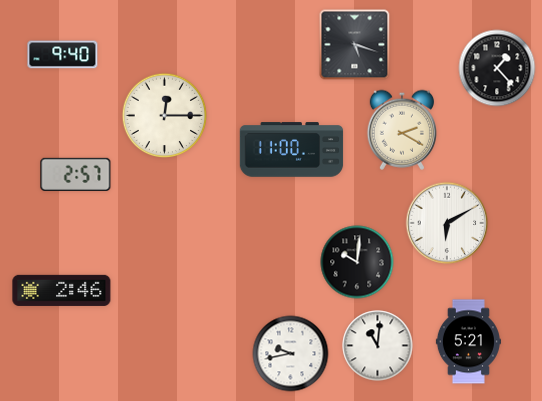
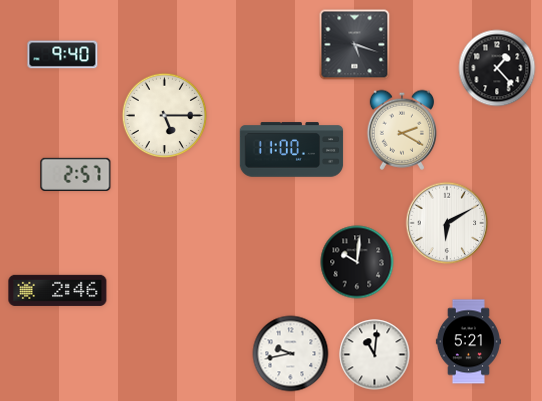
clock at (165, 116): 12:15 -> 5:15
clock at (62, 290) position: (62, 290) -> (58, 290)
clock at (378, 346) position: (378, 346) -> (375, 355)
